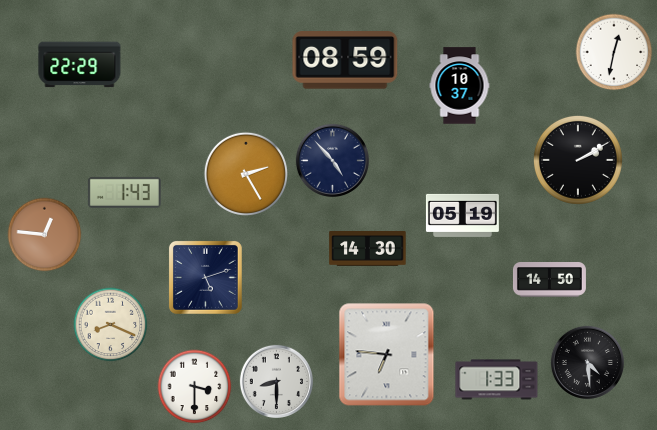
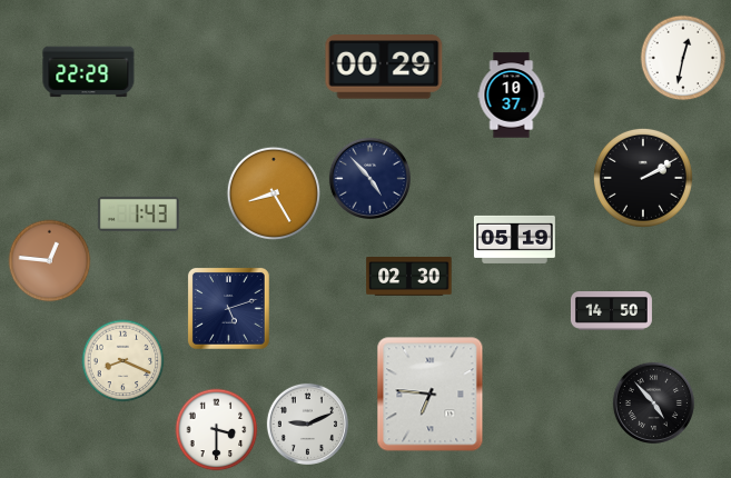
clock at (345, 60): 08:59 -> 00:29
clock at (246, 174): 2:25 -> 8:25
clock at (368, 249): 14:30 -> 02:30
clock at (587, 362): 4:29 -> 4:53
clock at (497, 380): 1:33 -> none
clock at (276, 381): 8:30 -> 9:11
